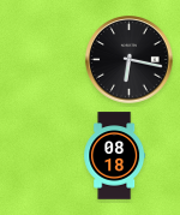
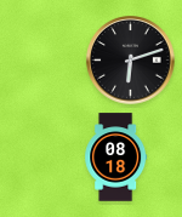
clock at (130, 60): 6:17 -> 6:12
